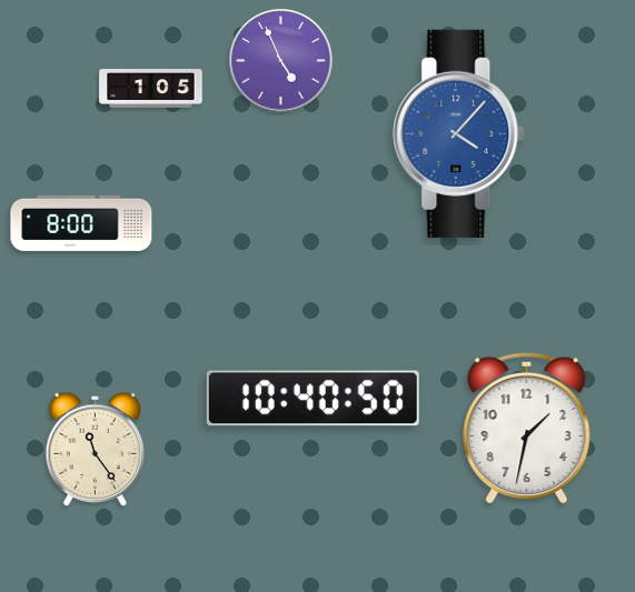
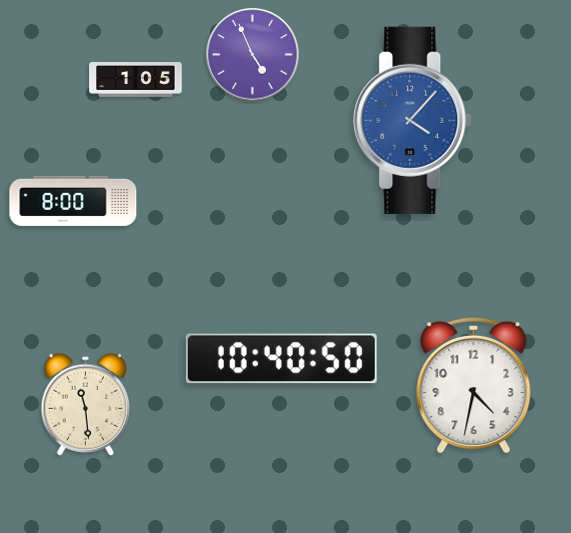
clock at (527, 428): 1:32 -> 4:32
clock at (96, 450): 11:24 -> 11:29
